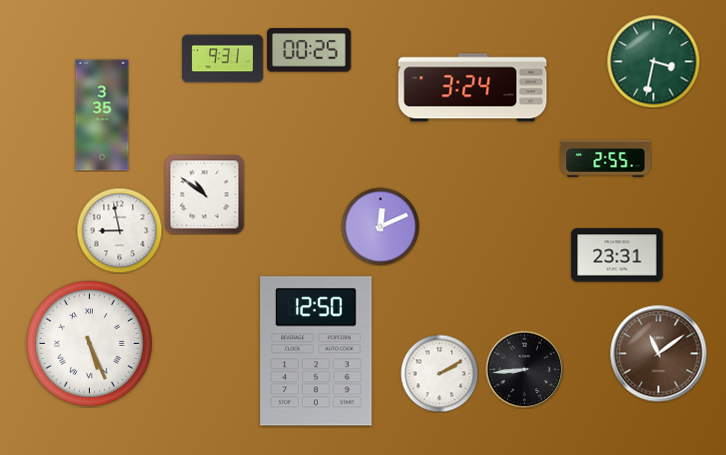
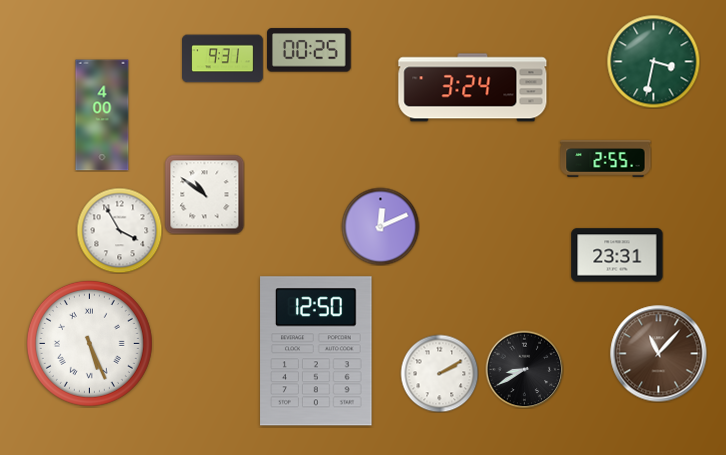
clock at (102, 115): 3:35 -> 4:00
clock at (119, 230): 8:58 -> 3:55
clock at (659, 354): 11:09 -> 11:07
clock at (524, 369): 8:44 -> 8:40
